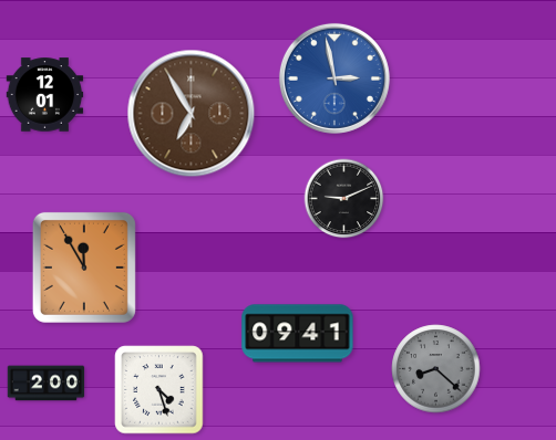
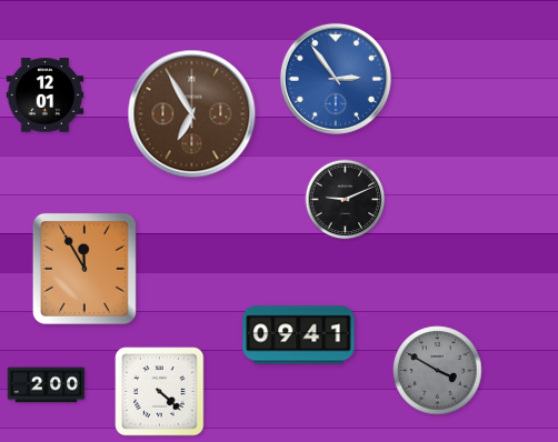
clock at (334, 78): 2:58 -> 2:54
clock at (436, 369): 8:22 -> 3:50
clock at (159, 390): 4:27 -> 4:22
